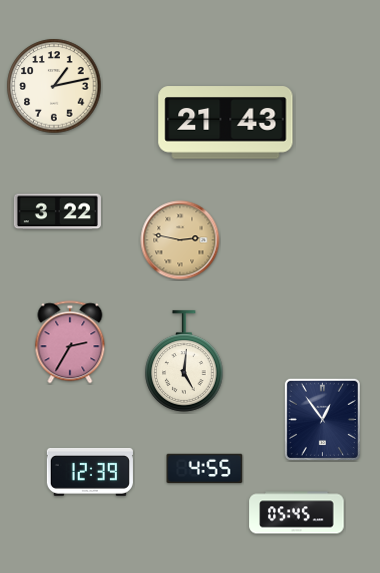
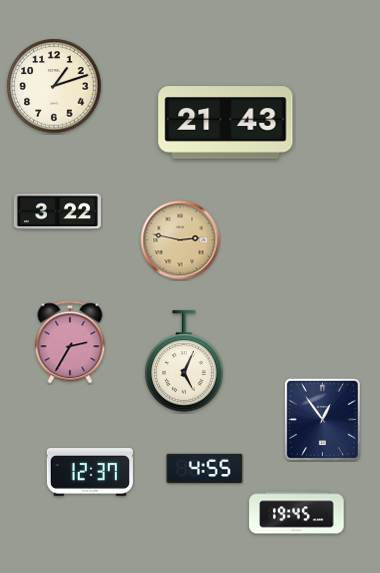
clock at (54, 86): 1:13 -> 1:12
clock at (184, 361): 5:01 -> 5:04
clock at (90, 472): 12:39 -> 12:37
clock at (297, 513): 05:45 -> 19:45
